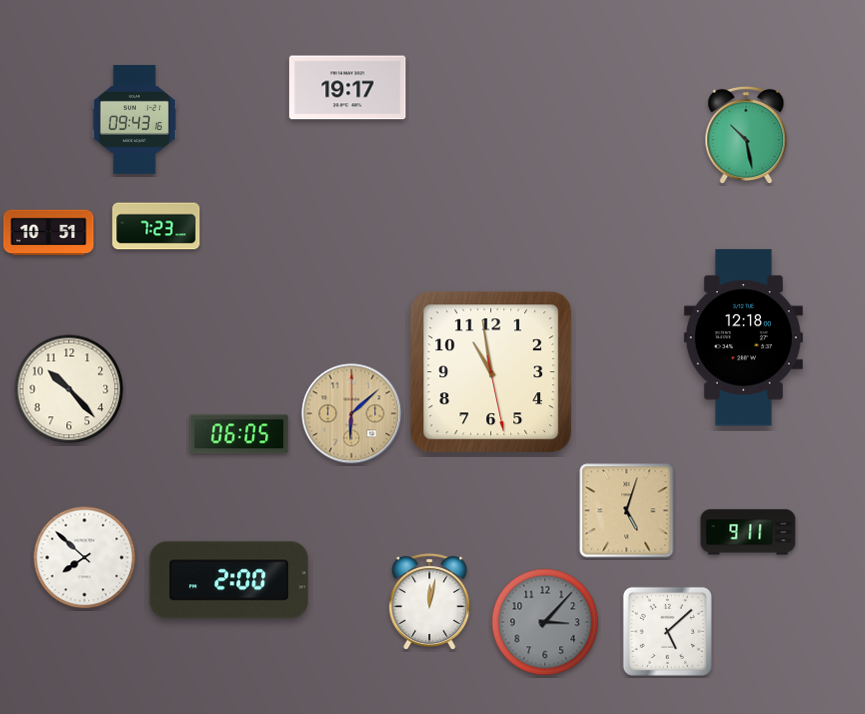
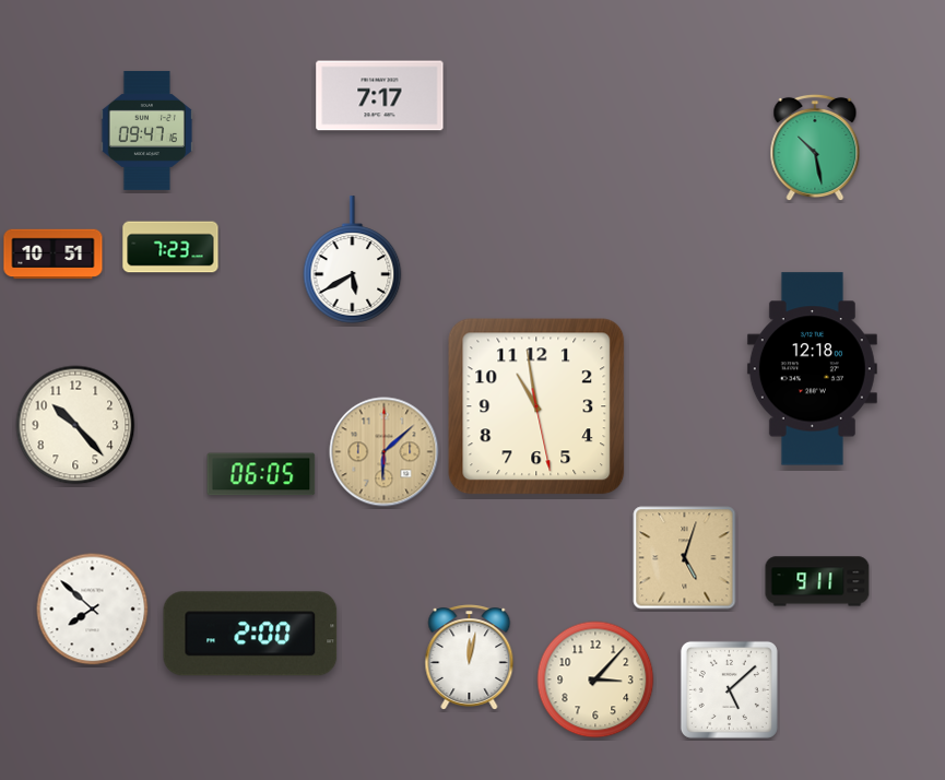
clock at (348, 88): 19:17 -> 7:17
clock at (134, 119): 09:43 -> 09:47
clock at (353, 260): none -> 5:40
clock at (545, 622) dial: grey -> cream
